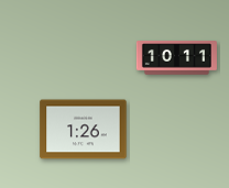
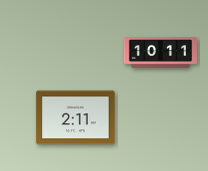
clock at (84, 130): 1:26 -> 2:11
